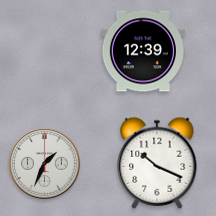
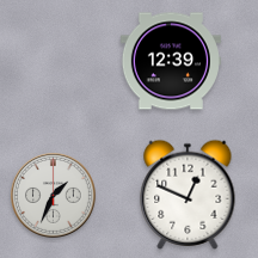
clock at (157, 163): 10:19 -> 12:49
